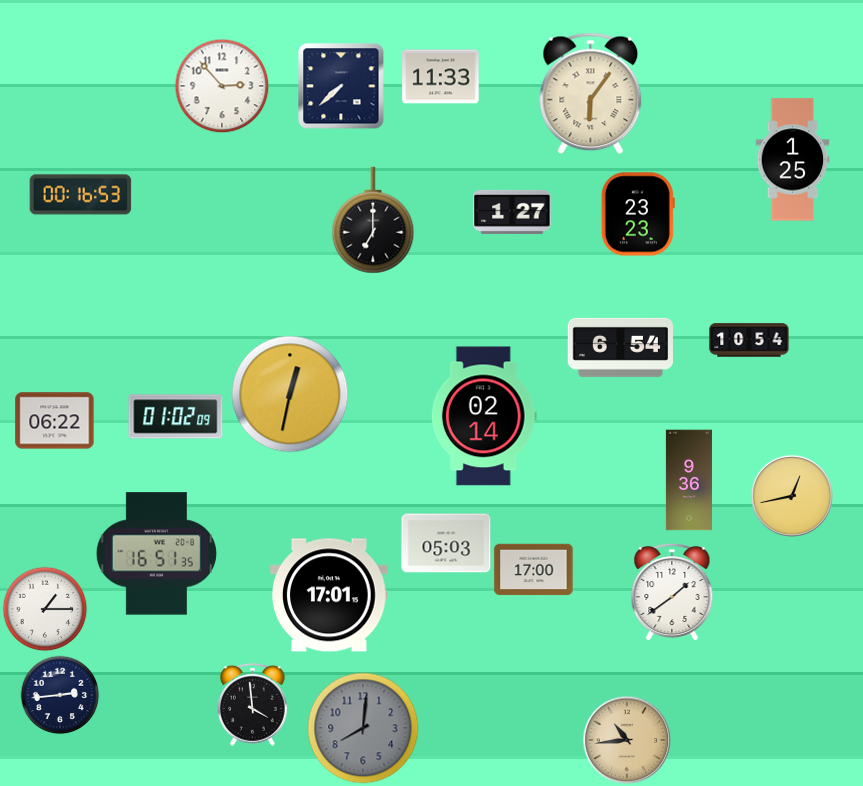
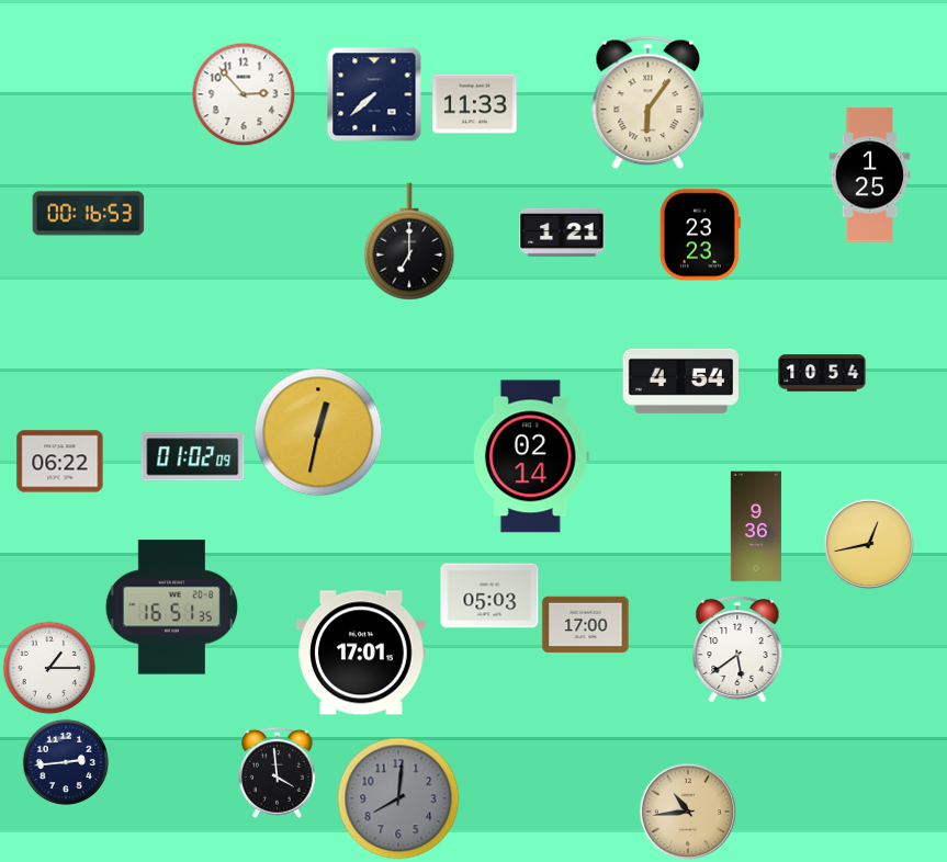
clock at (441, 77) position: (441, 77) -> (475, 104)
clock at (512, 212): 1:27 -> 1:21
clock at (620, 347): 6:54 -> 4:54
clock at (672, 591): 1:39 -> 5:39
